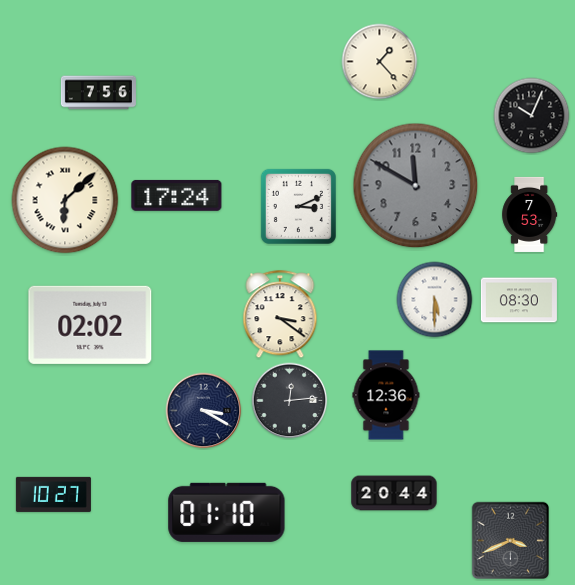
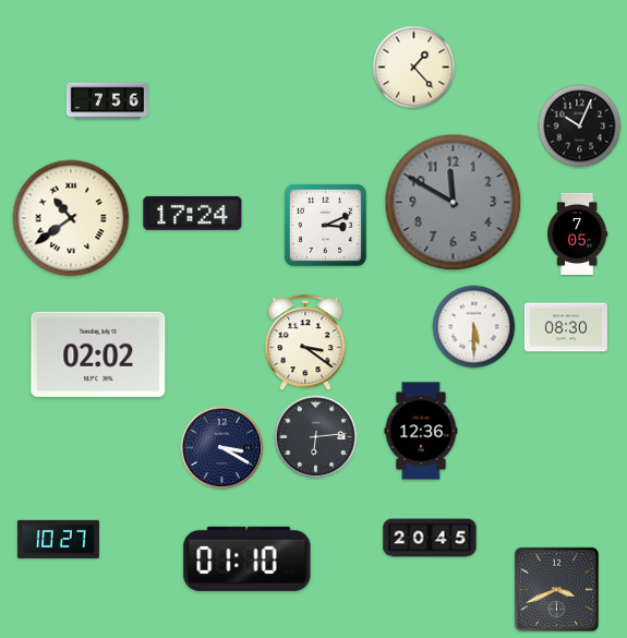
clock at (65, 200): 6:08 -> 10:39
clock at (530, 214): 7:53 -> 7:05
clock at (290, 401): 12:14 -> 6:14
clock at (394, 493): 20:44 -> 20:45
